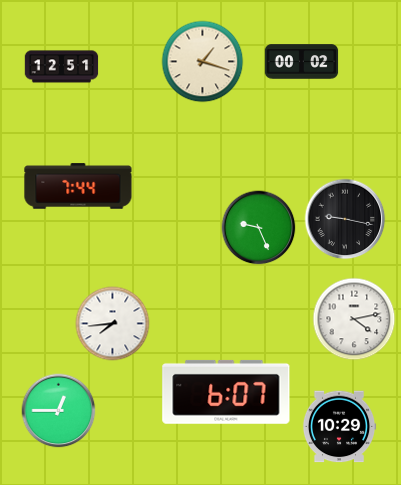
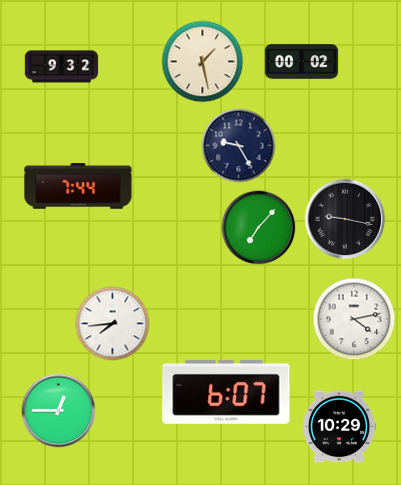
clock at (203, 62): 1:18 -> 1:28
clock at (62, 67): 12:51 -> 9:32
clock at (239, 146): none -> 9:25
clock at (259, 228): 9:26 -> 7:07
